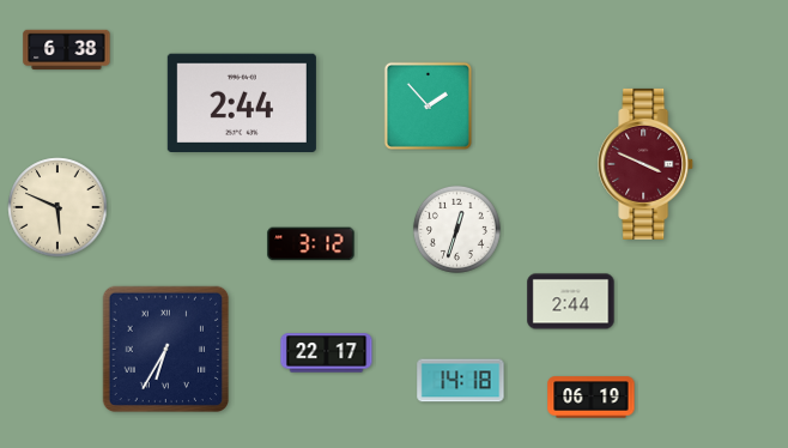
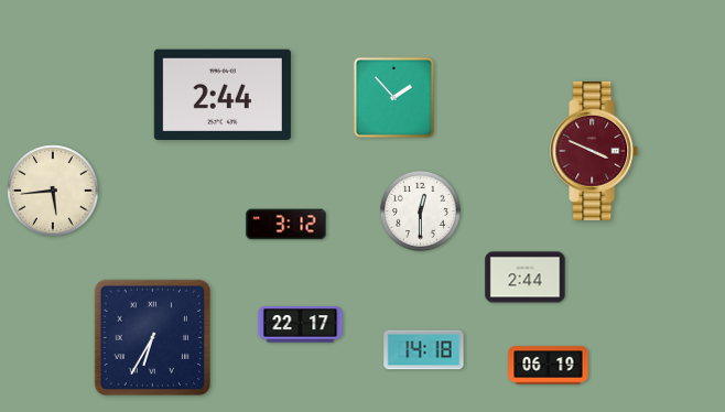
clock at (67, 50): 6:38 -> none
clock at (57, 207): 5:49 -> 5:44
clock at (456, 229): 12:33 -> 12:30
clock at (165, 349) position: (165, 349) -> (152, 337)
clock at (592, 398) position: (592, 398) -> (549, 366)
